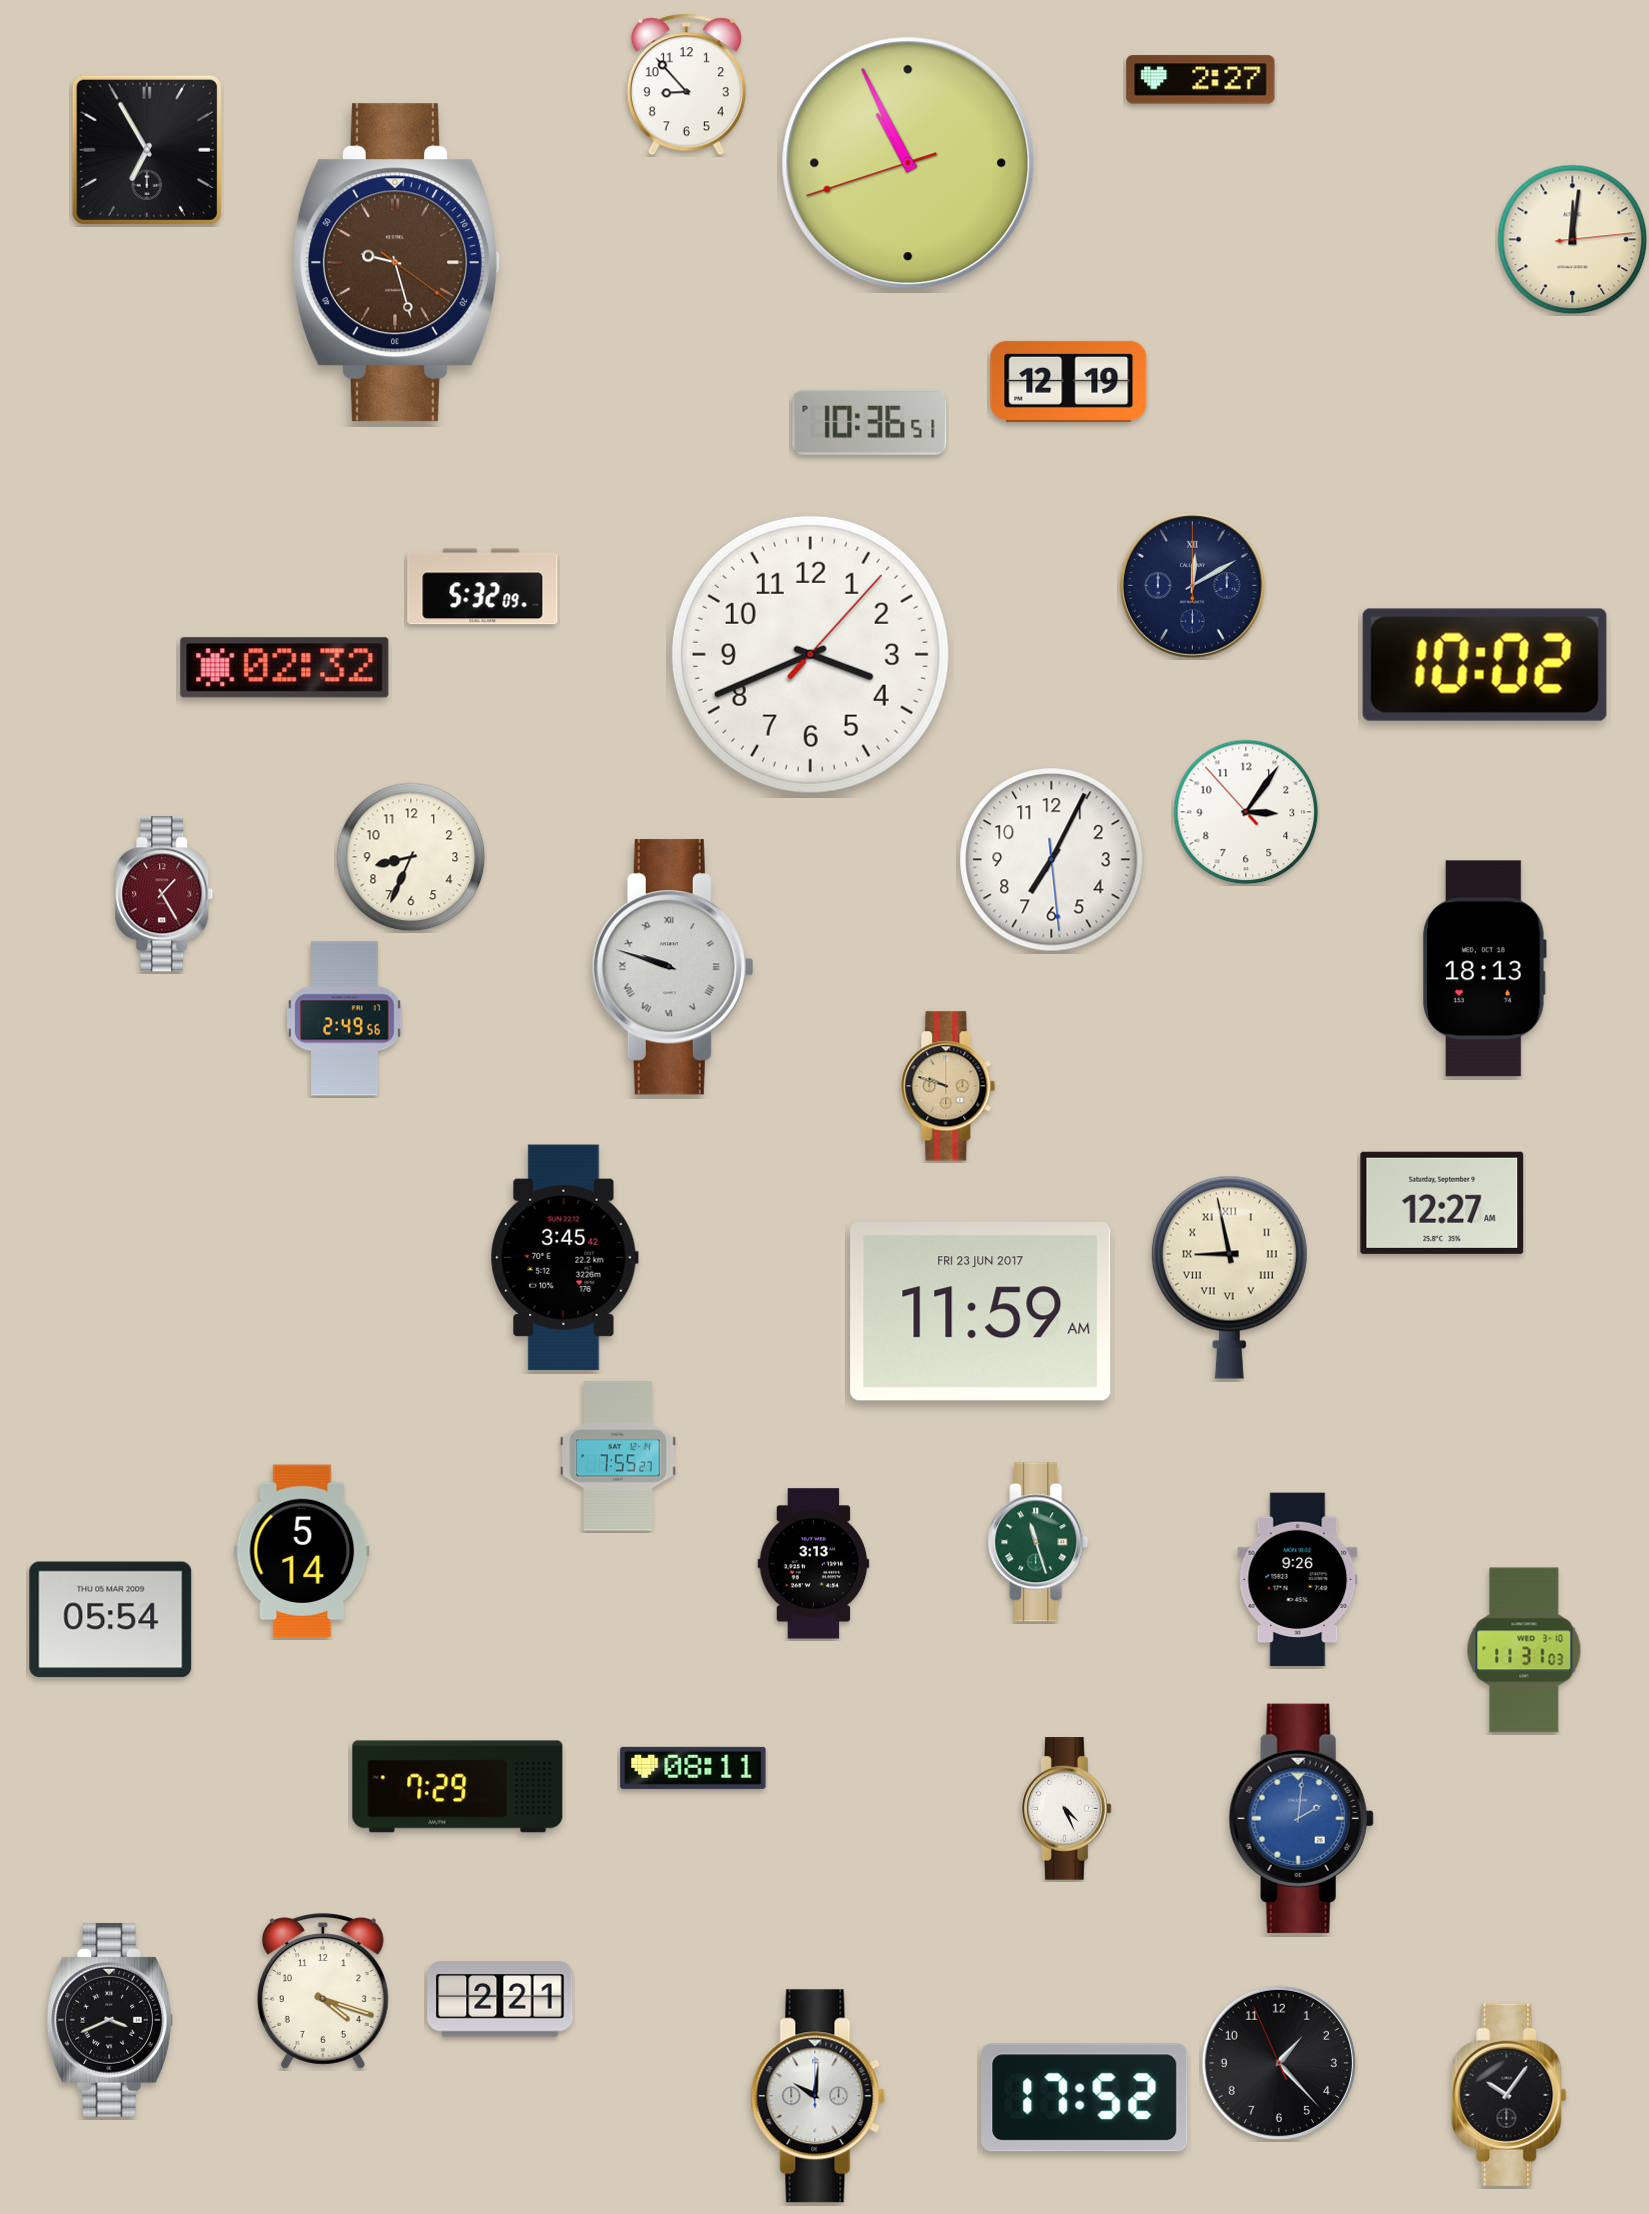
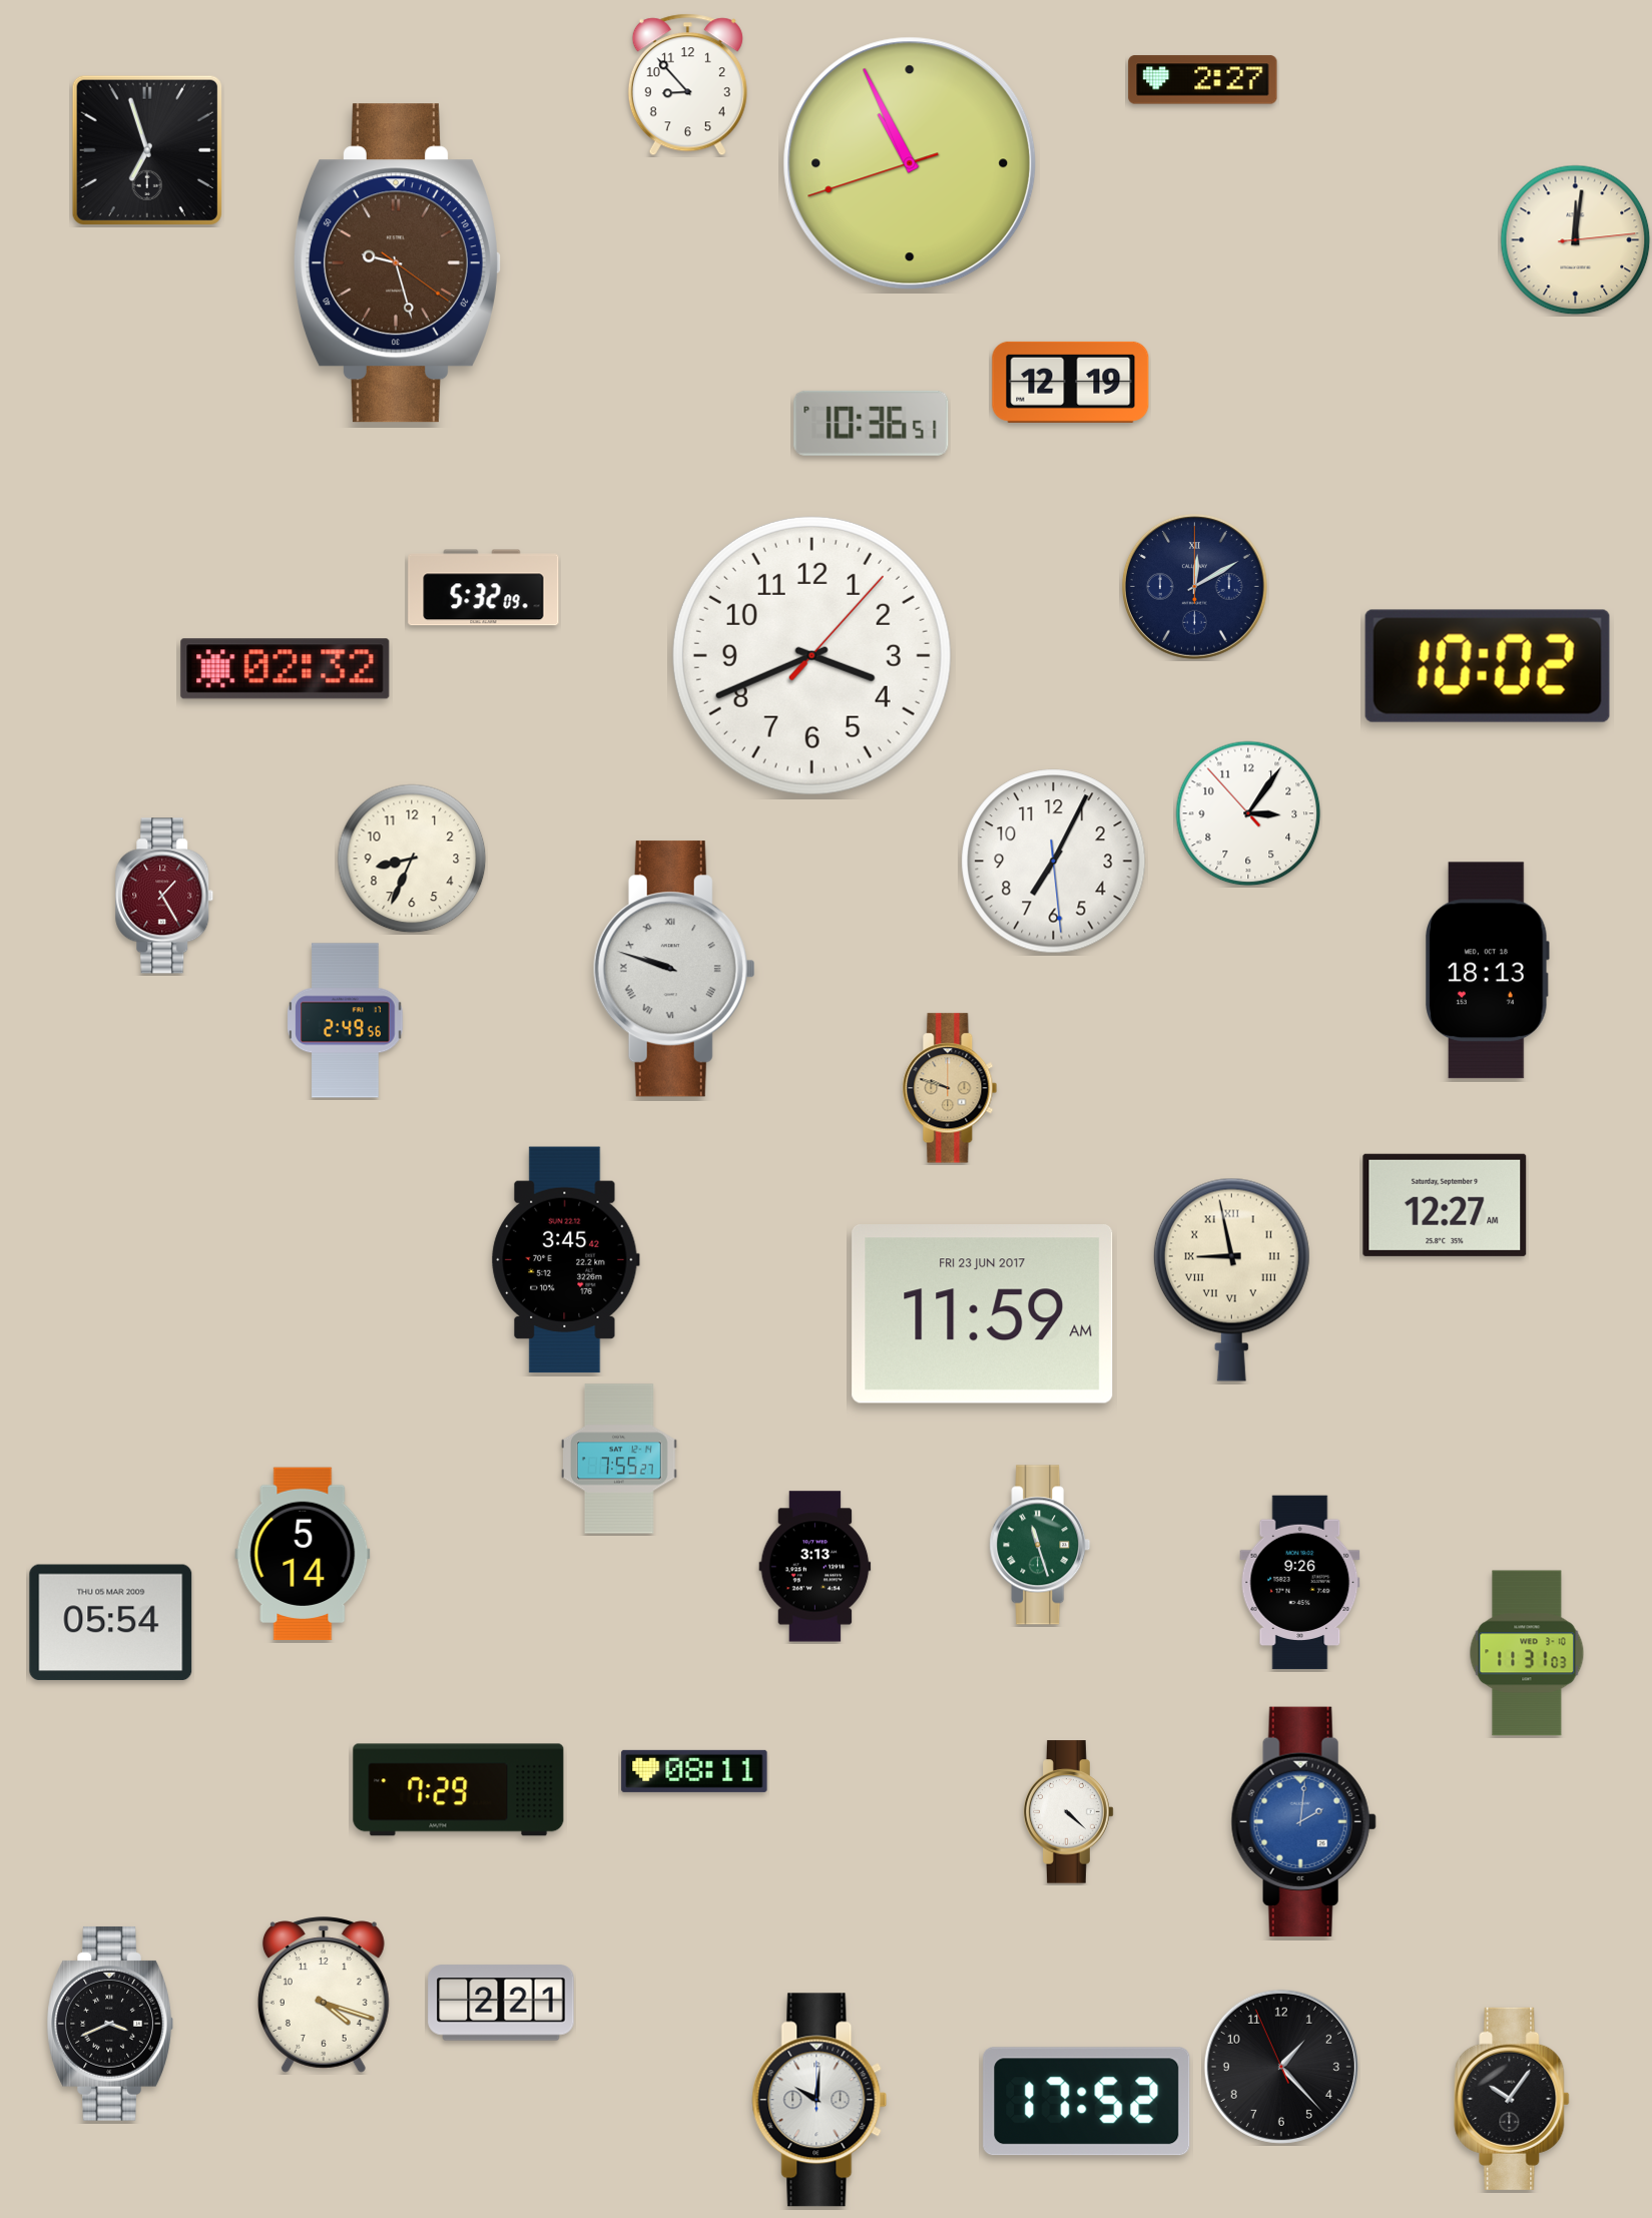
clock at (147, 150): 6:55 -> 6:57
clock at (1067, 1809): 4:26 -> 4:22
